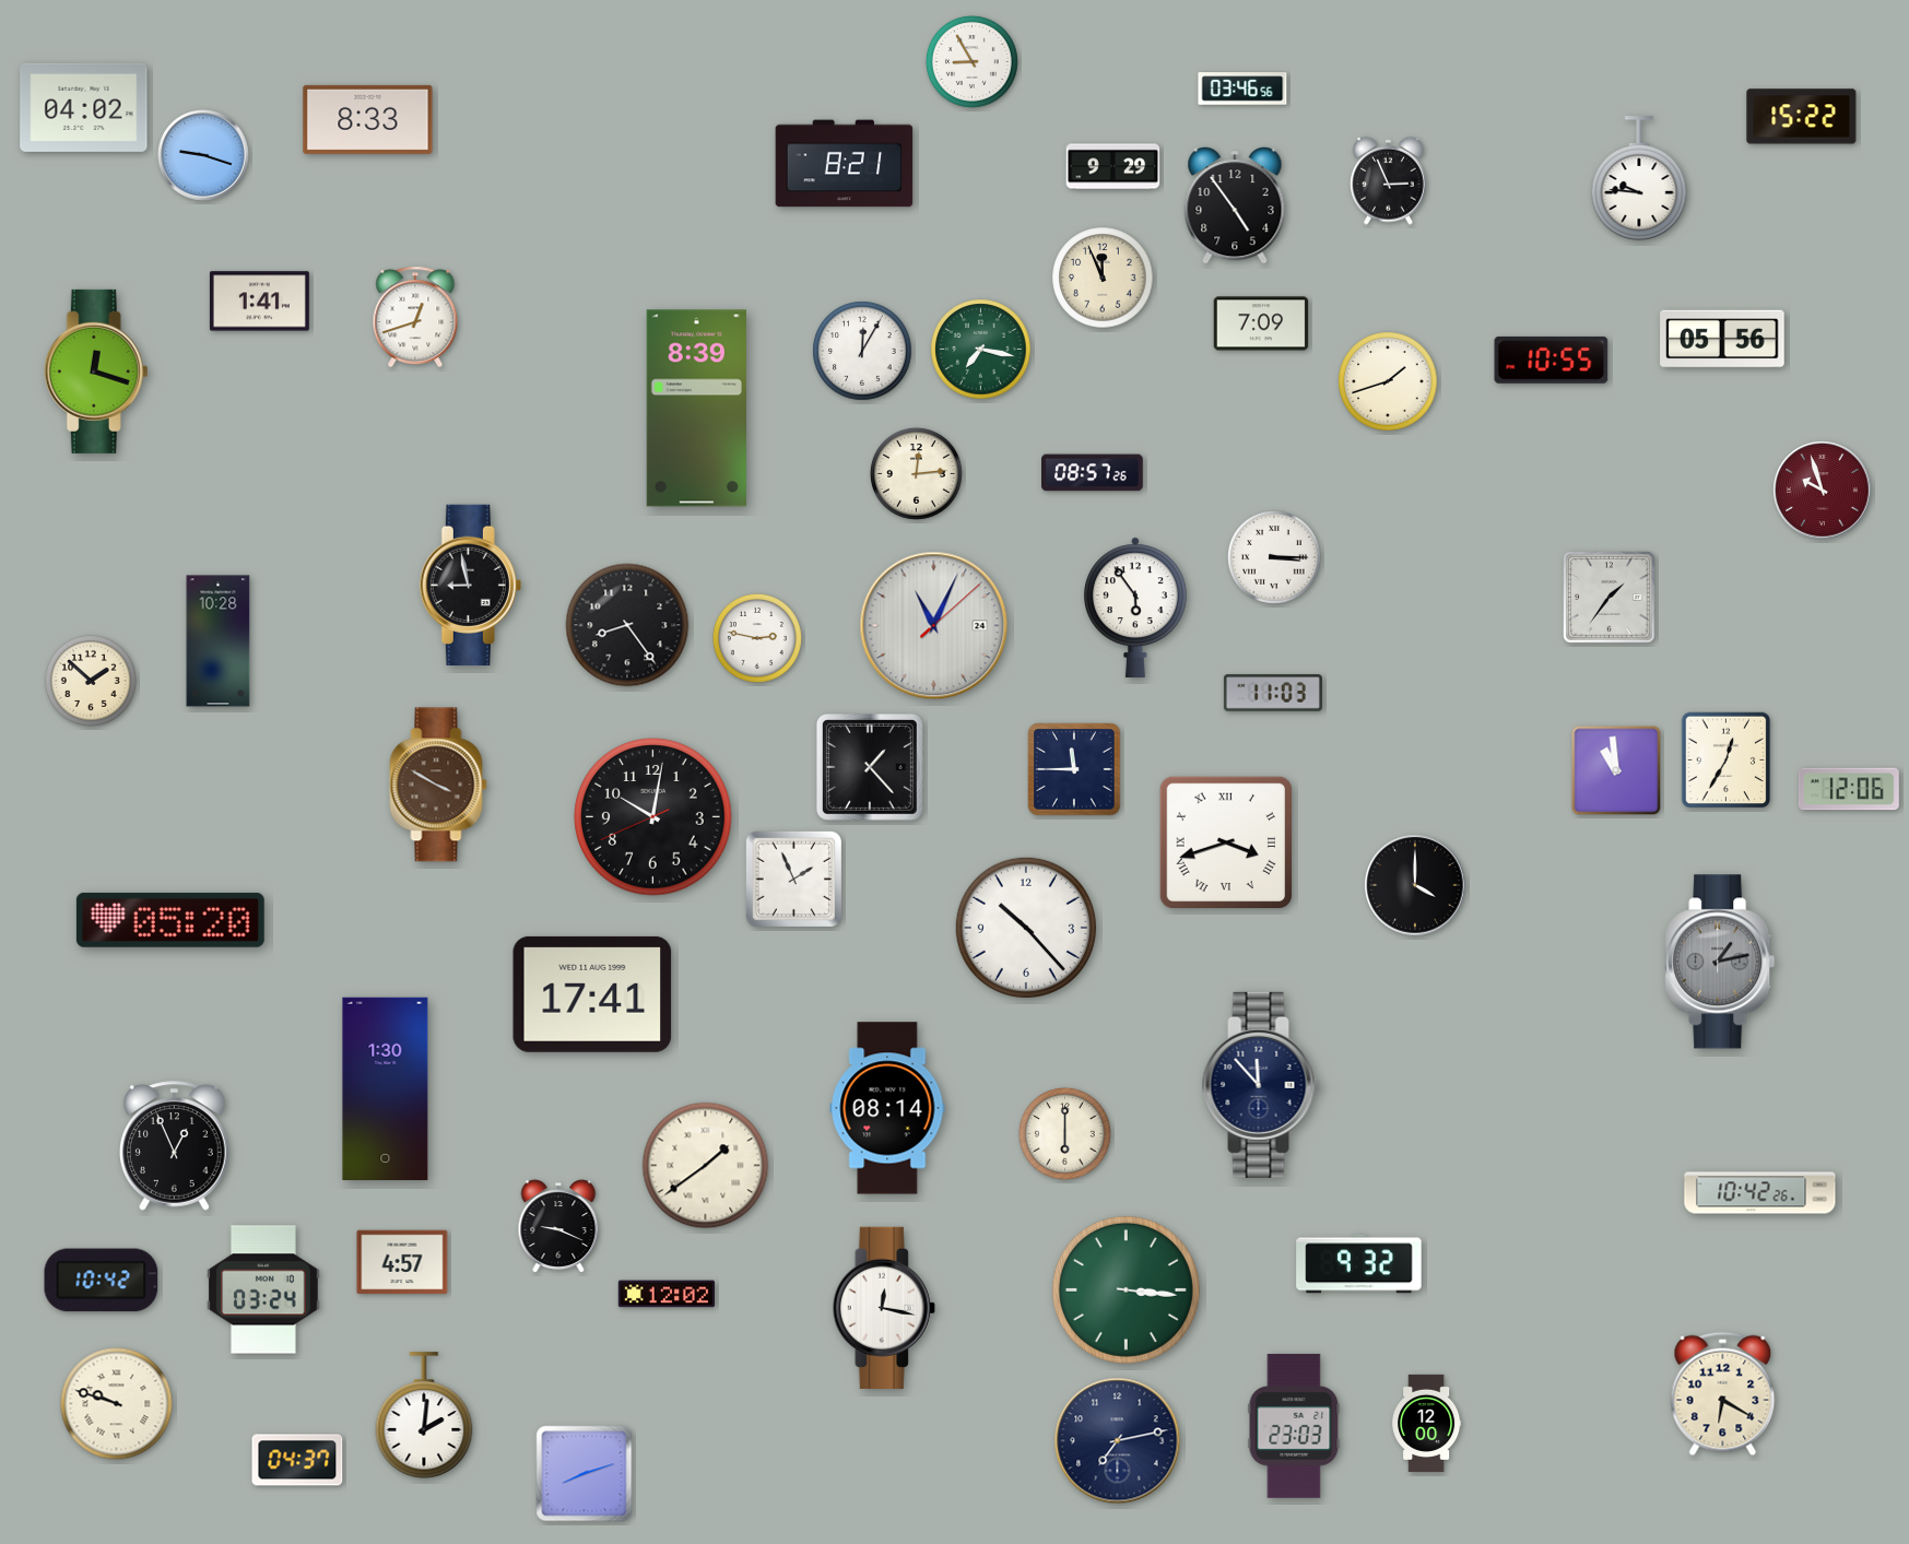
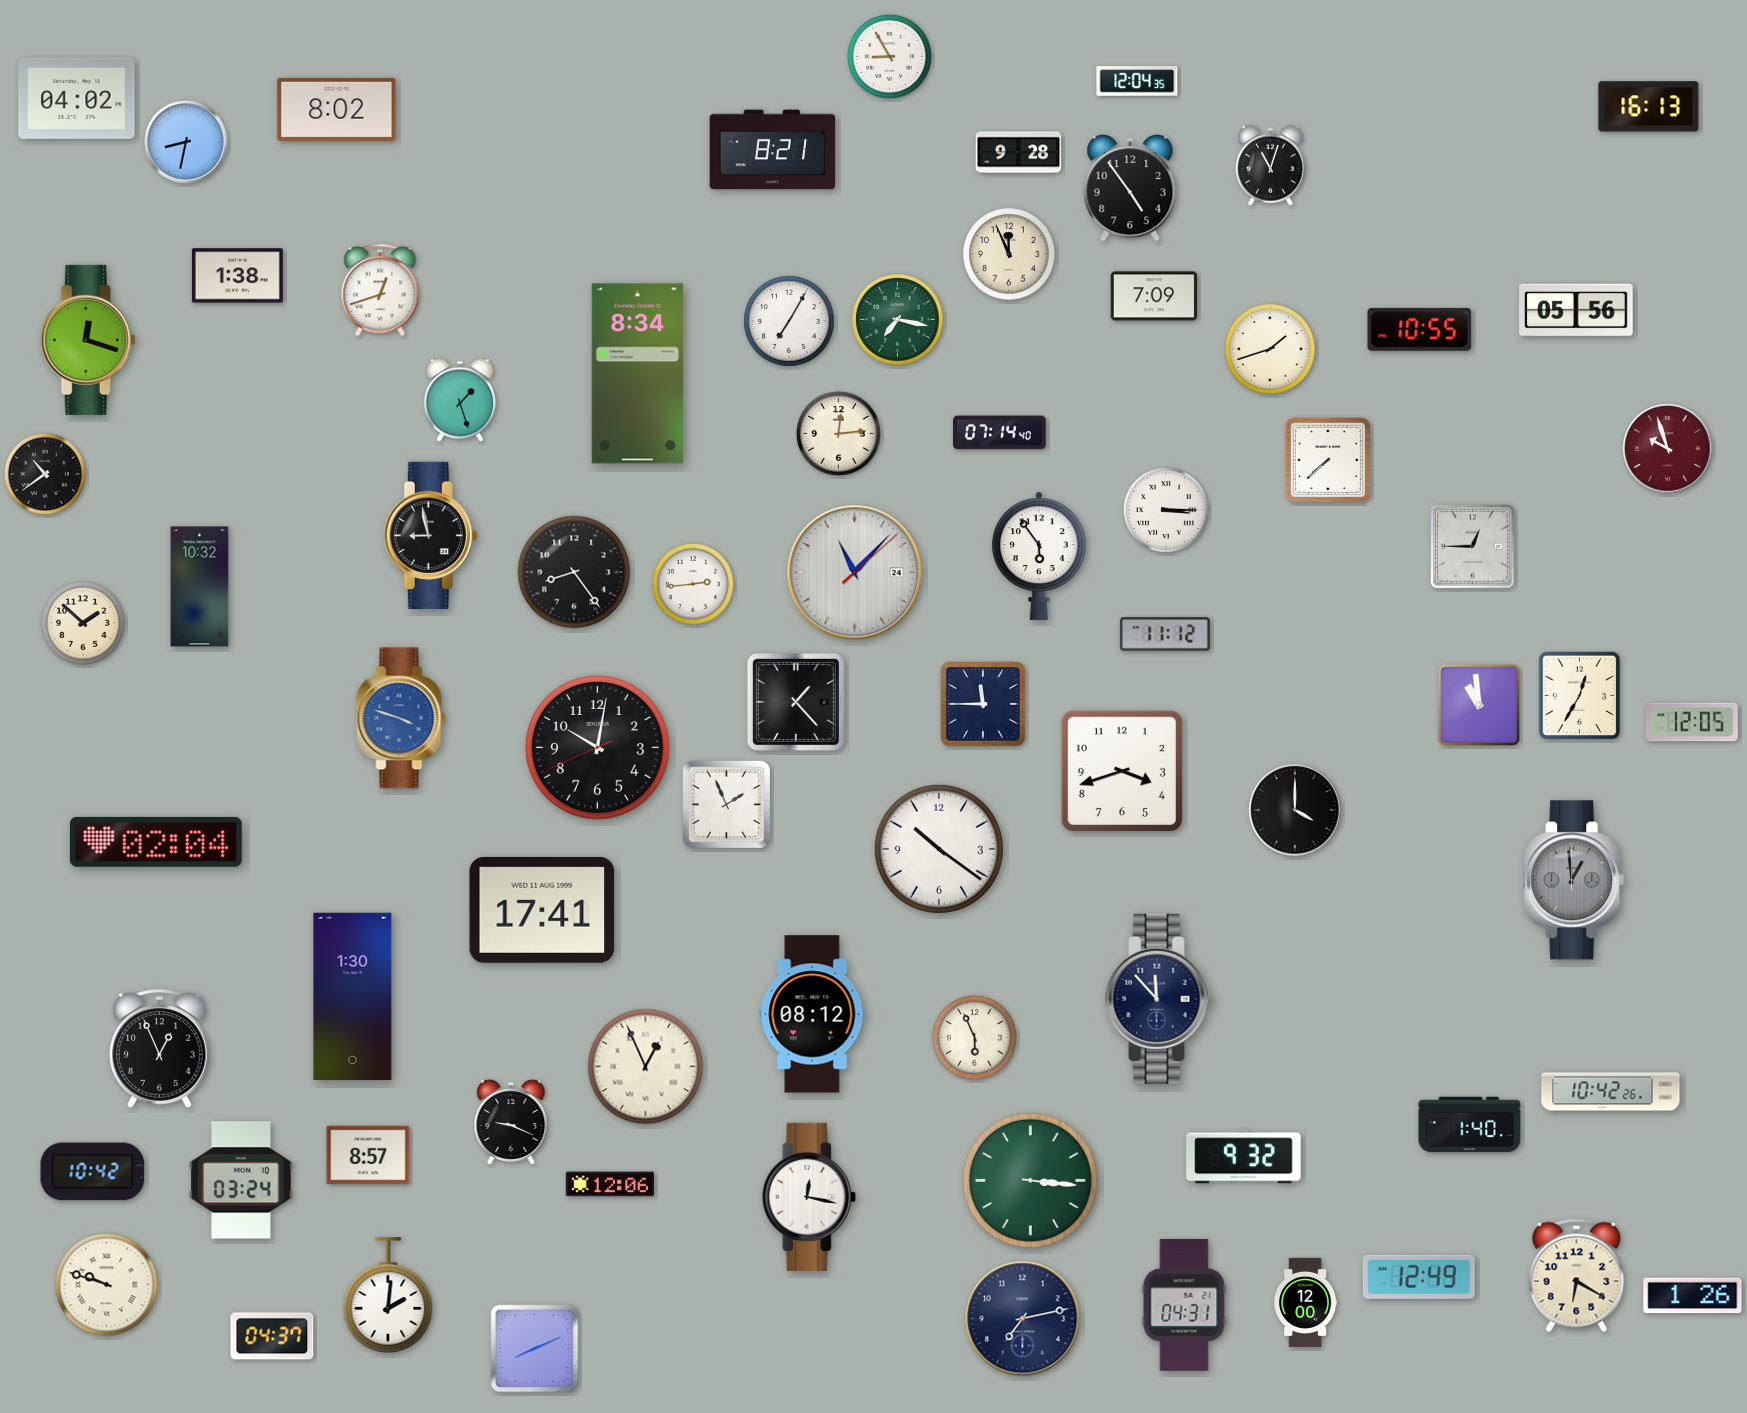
clock at (1242, 89): 03:46 -> 12:04
clock at (1802, 117): 15:22 -> 16:13
clock at (368, 119): 8:33 -> 8:02
clock at (203, 155): 9:18 -> 8:32
clock at (1113, 167): 9:29 -> 9:28
clock at (1639, 178): 9:46 -> none
clock at (1388, 180): 2:56 -> 11:03
clock at (259, 302): 1:41 -> 1:38
clock at (862, 351): 12:05 -> 7:05
clock at (696, 409): 8:39 -> 8:34
clock at (459, 400): none -> 1:27
clock at (1093, 473): 08:57 -> 07:14
clock at (1328, 460): none -> 7:38
clock at (45, 474): none -> 10:39
clock at (1610, 598): 1:36 -> 12:45
clock at (934, 626): 11:04 -> 11:07
clock at (757, 638): 2:47 -> 2:44
clock at (219, 641): 10:28 -> 10:32
clock at (1273, 693): 11:03 -> 11:12
clock at (438, 785): 3:50 -> 3:48
clock at (438, 785) dial: brown -> blue
clock at (1849, 789): 12:06 -> 12:05
clock at (1225, 841) numerals: Roman -> Arabic
clock at (170, 920): 05:20 -> 02:04
clock at (1026, 928): 10:23 -> 10:21
clock at (1720, 962): 1:13 -> 12:59
clock at (1261, 1085) position: (1261, 1085) -> (1159, 999)
clock at (887, 1108): 08:14 -> 08:12
clock at (1065, 1134): 6:00 -> 5:56
clock at (706, 1166): 1:39 -> 12:56
clock at (1470, 1125): none -> 1:40
clock at (402, 1262): 4:57 -> 8:57
clock at (665, 1294): 12:02 -> 12:06
clock at (1419, 1277): none -> 12:49
clock at (1693, 1296): none -> 1:26
clock at (1294, 1426): 23:03 -> 04:31
clock at (585, 1474): 8:12 -> 8:11
